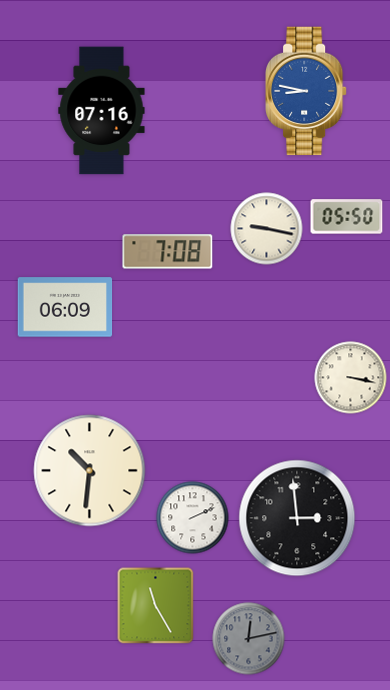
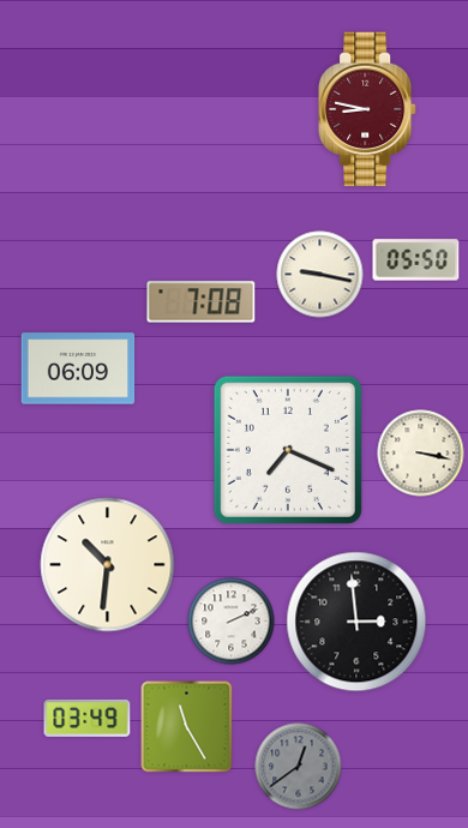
clock at (307, 91) dial: blue -> burgundy
clock at (102, 111): 07:16 -> none
clock at (288, 450): none -> 7:19
clock at (88, 718): none -> 03:49
clock at (249, 639): 12:13 -> 12:39
